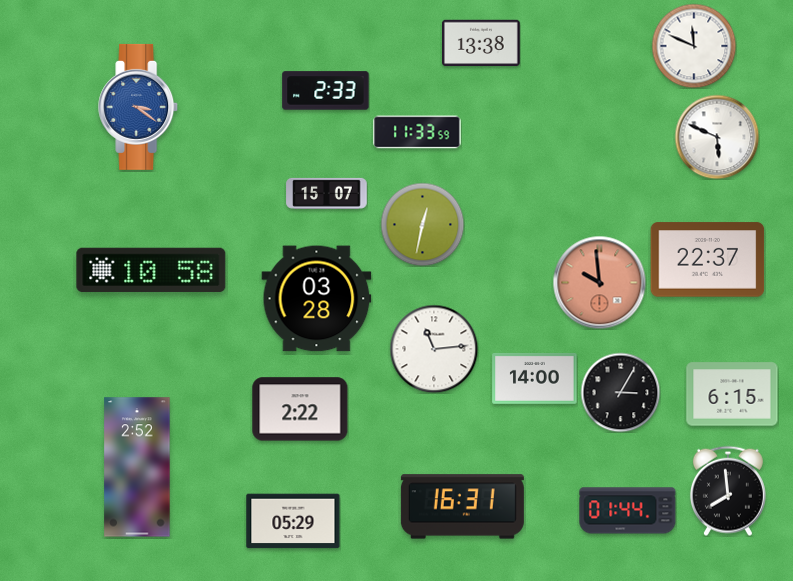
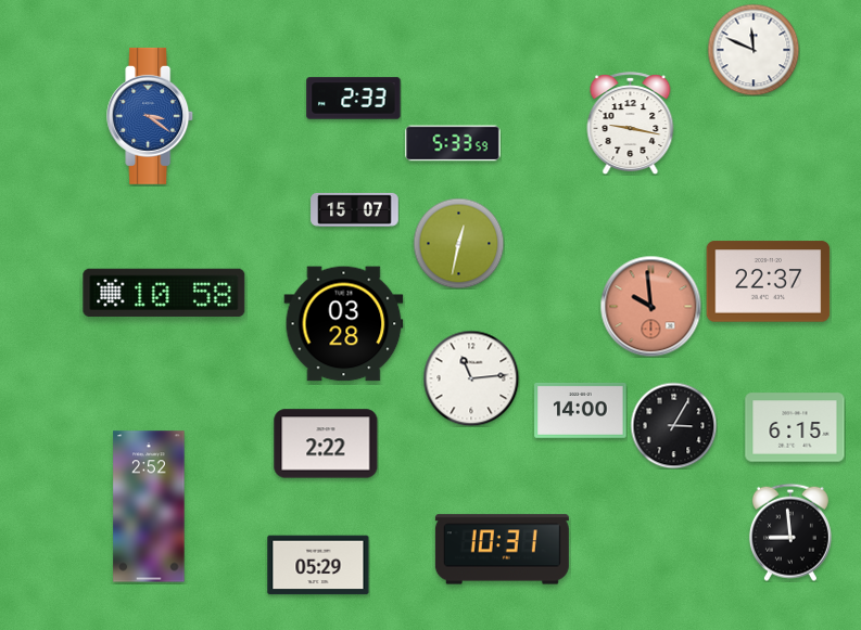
clock at (482, 43): 13:38 -> none
clock at (631, 123): none -> 9:17
clock at (417, 132): 11:33 -> 5:33
clock at (717, 137): 5:49 -> none
clock at (728, 491): 7:59 -> 8:59
clock at (462, 507): 16:31 -> 10:31
clock at (628, 511): 01:44 -> none
